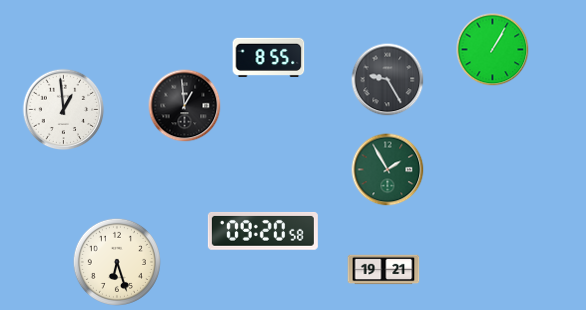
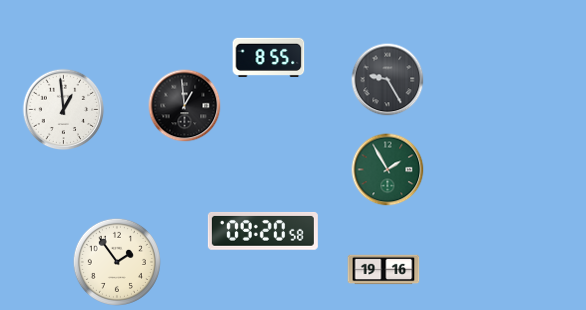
clock at (493, 50): 1:05 -> none
clock at (117, 262): 6:27 -> 1:54
clock at (384, 270): 19:21 -> 19:16
